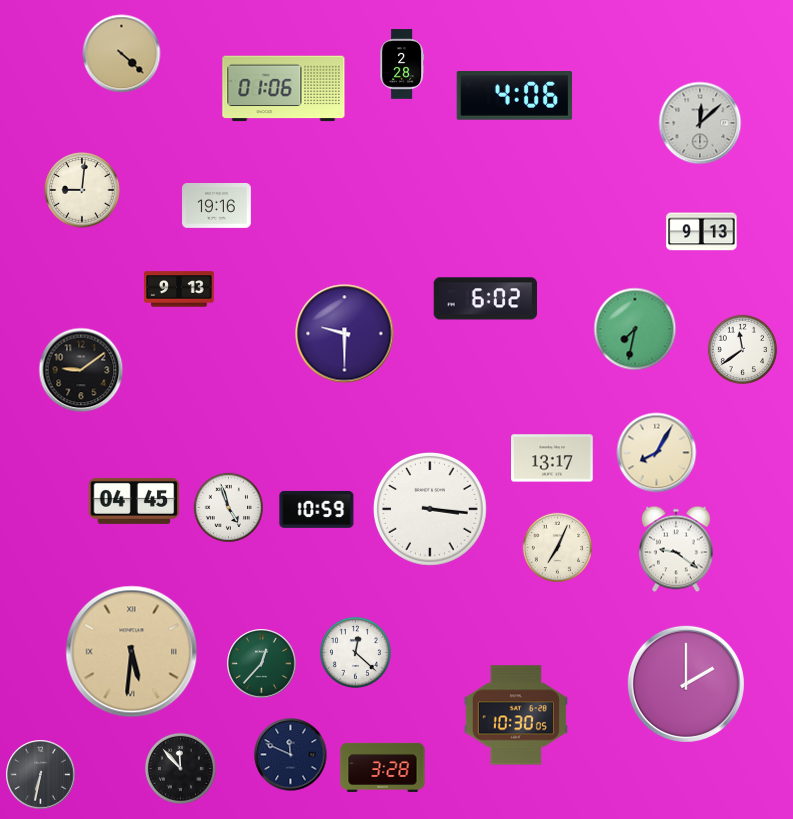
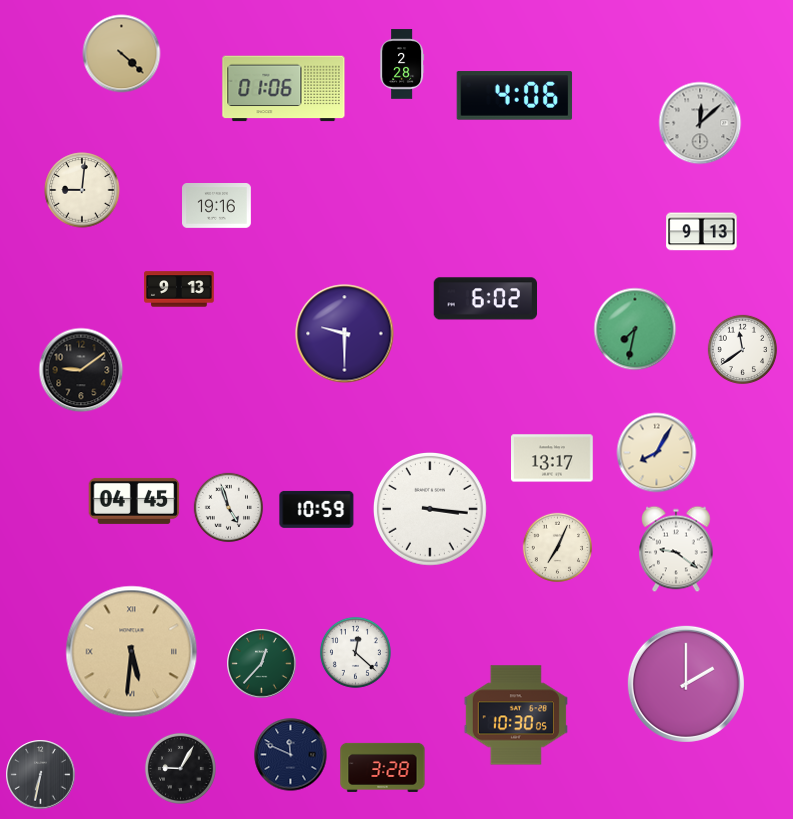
clock at (180, 768): 11:53 -> 9:05
